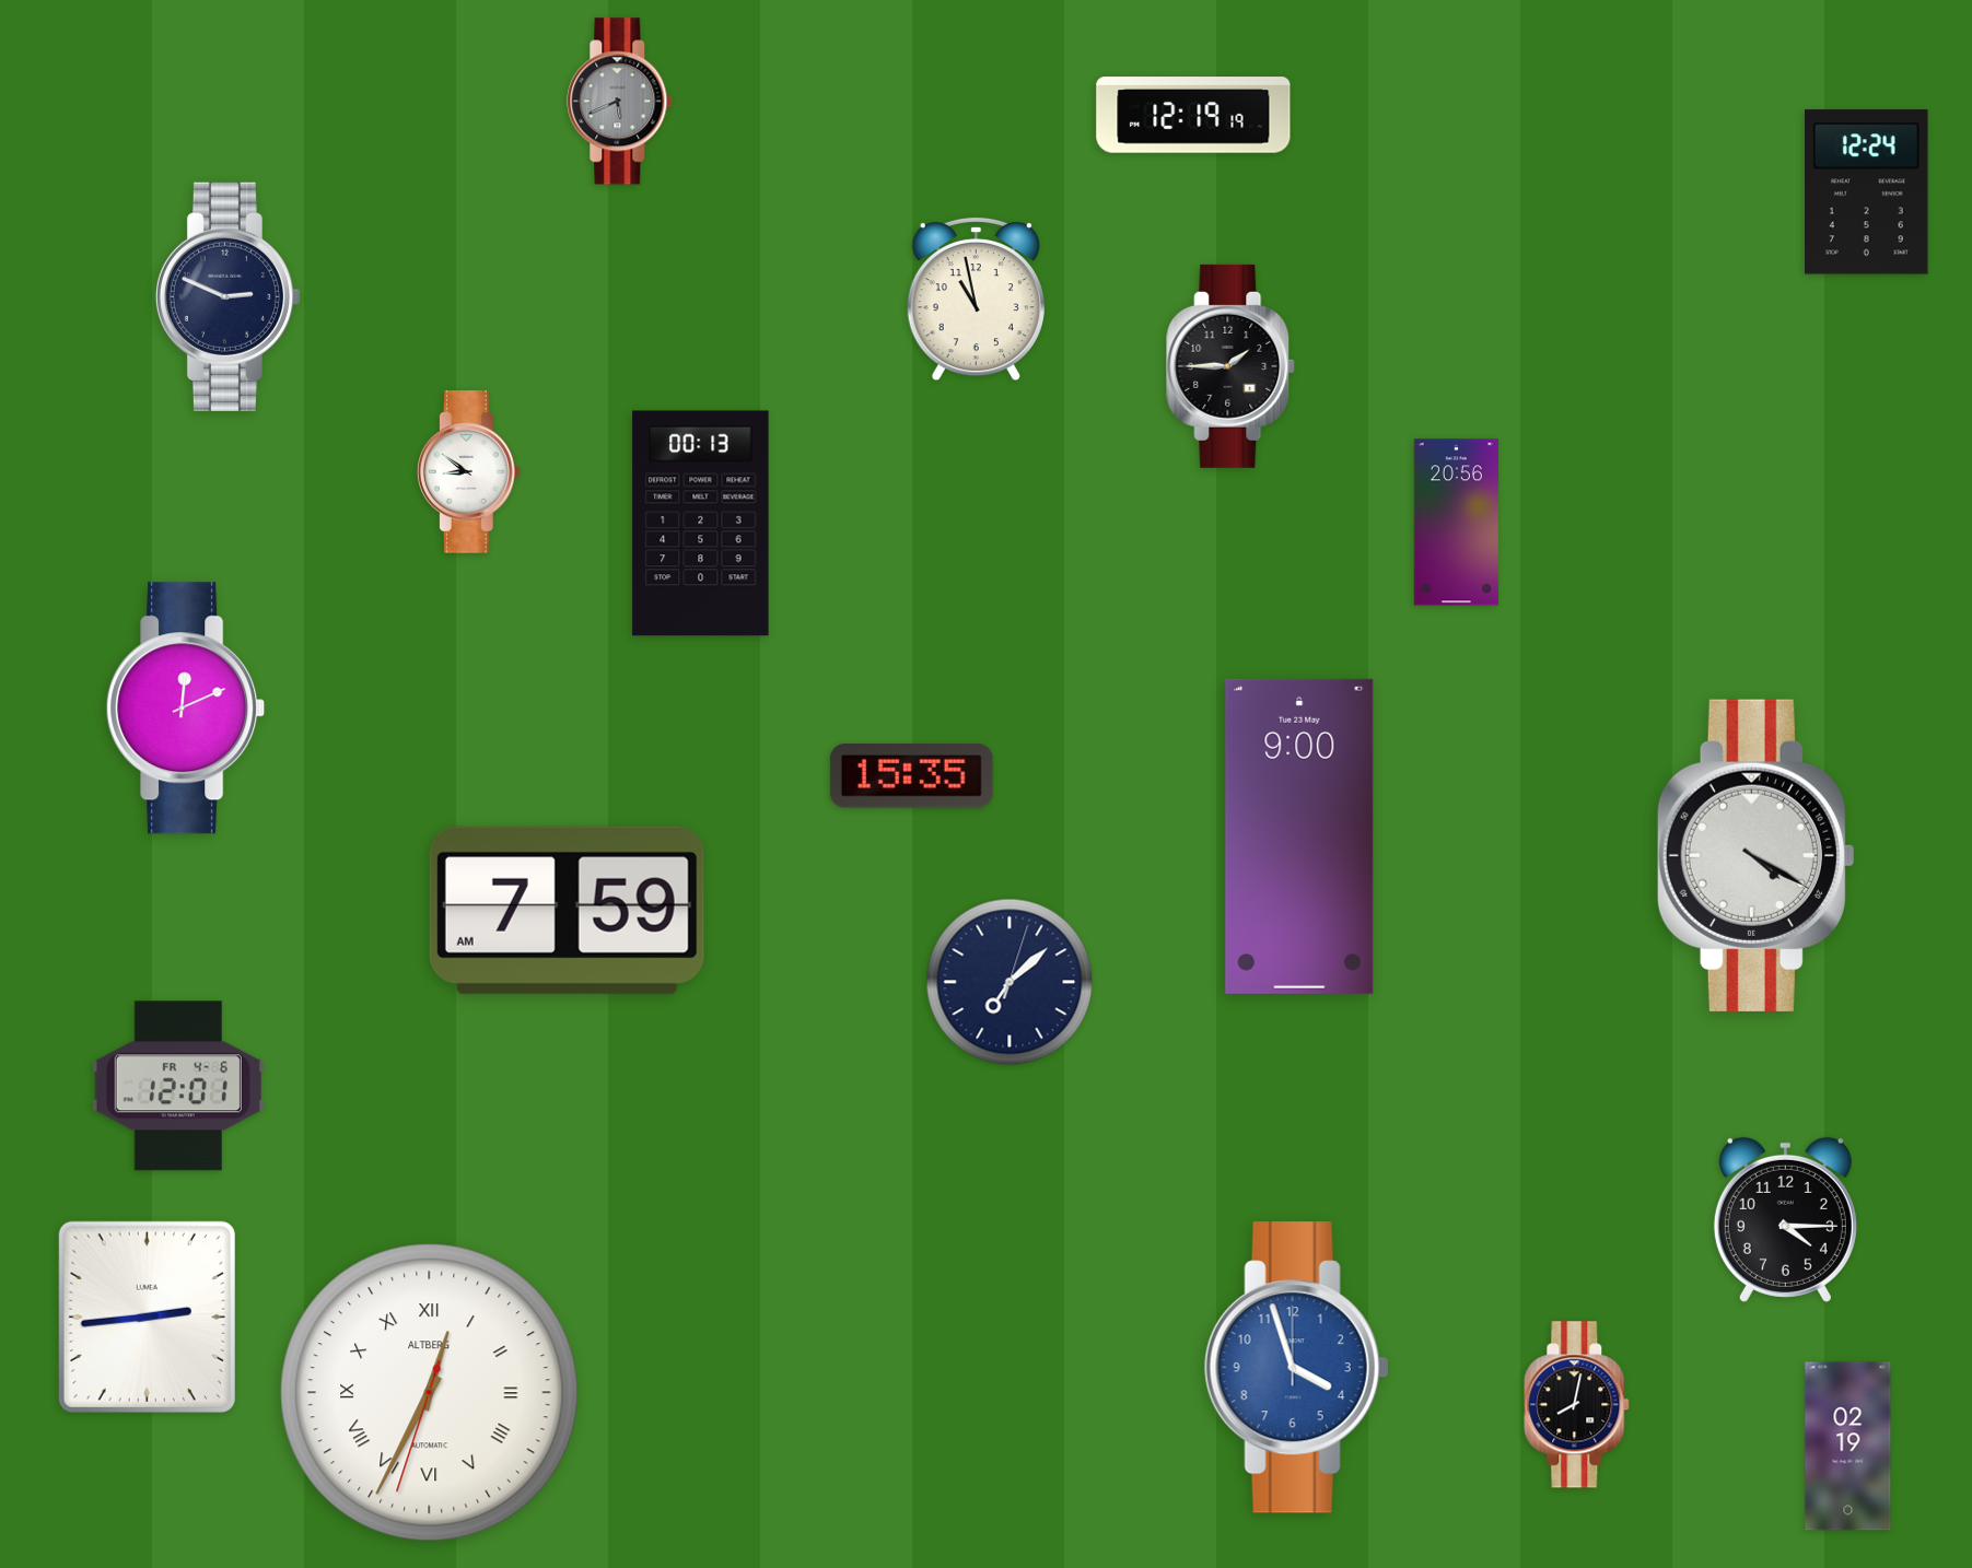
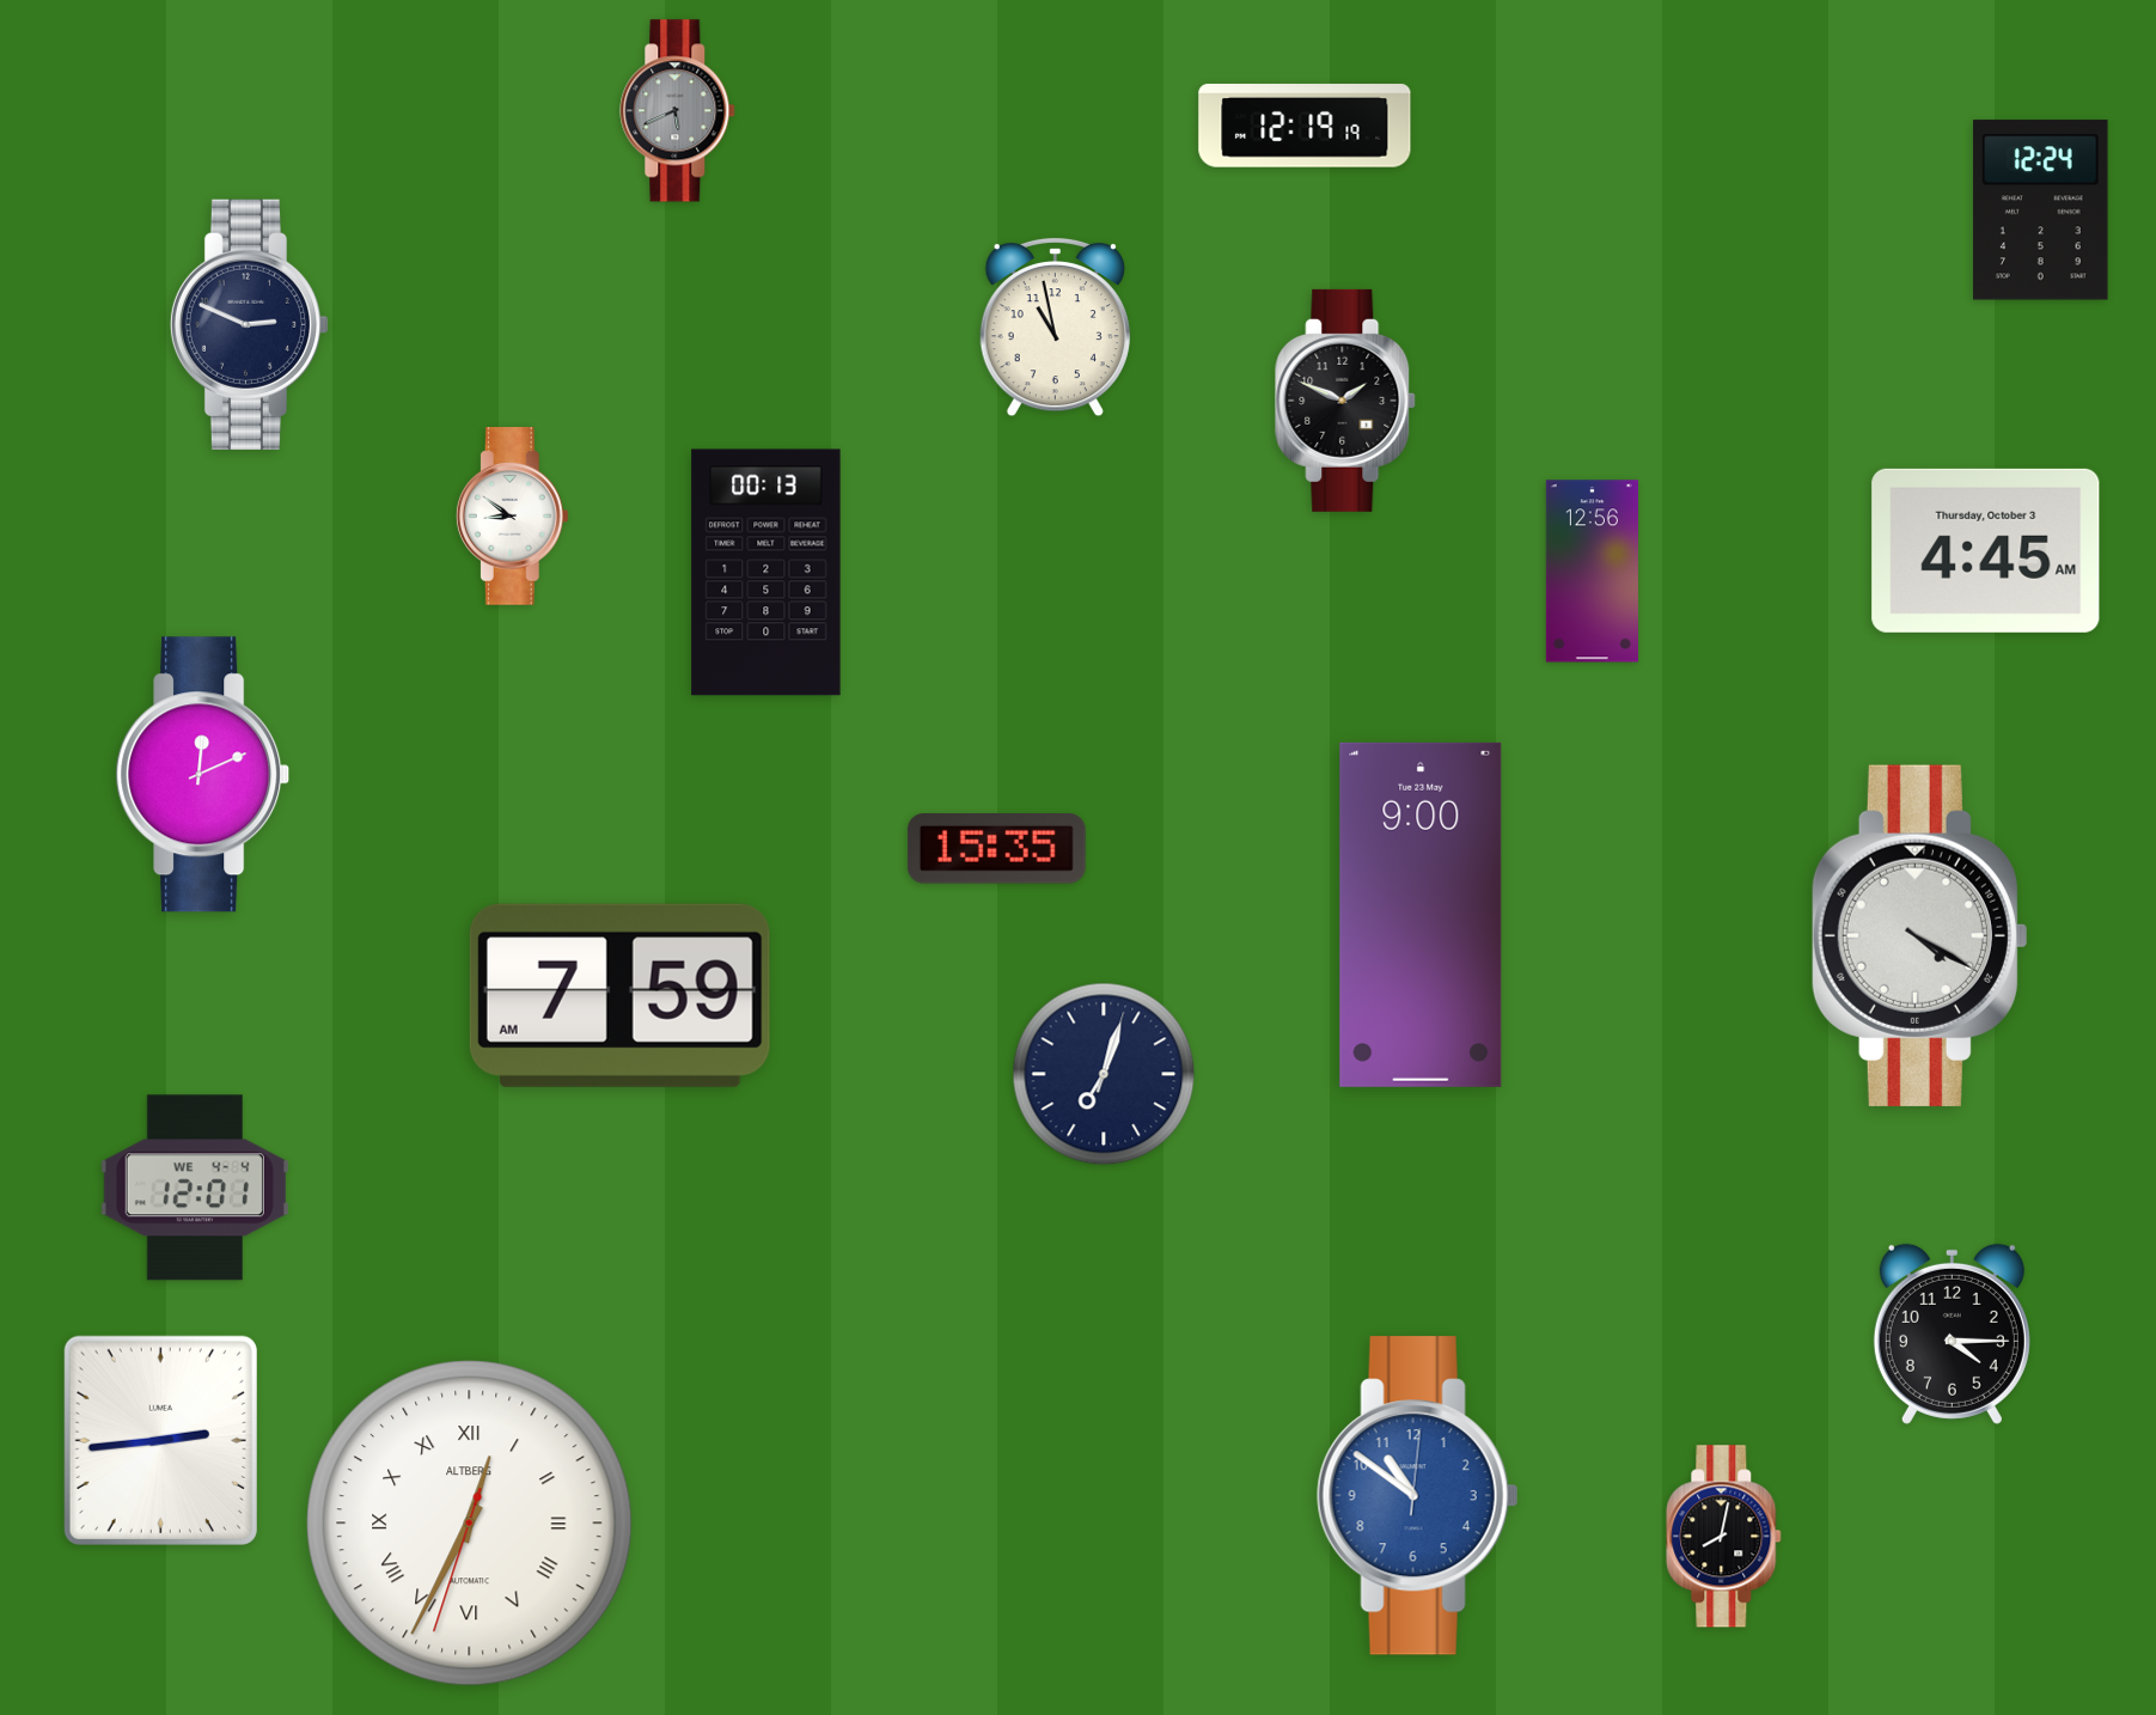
clock at (976, 299) position: (976, 299) -> (1055, 326)
clock at (1232, 366): 1:45 -> 1:49
clock at (1986, 550): none -> 4:45
clock at (1456, 523): 20:56 -> 12:56
clock at (1010, 982): 7:08 -> 7:03
clock at (178, 1086) date: FR 4-6 -> WE 4-4
clock at (1296, 1368): 3:57 -> 10:51
clock at (1848, 1447): 02:19 -> none
